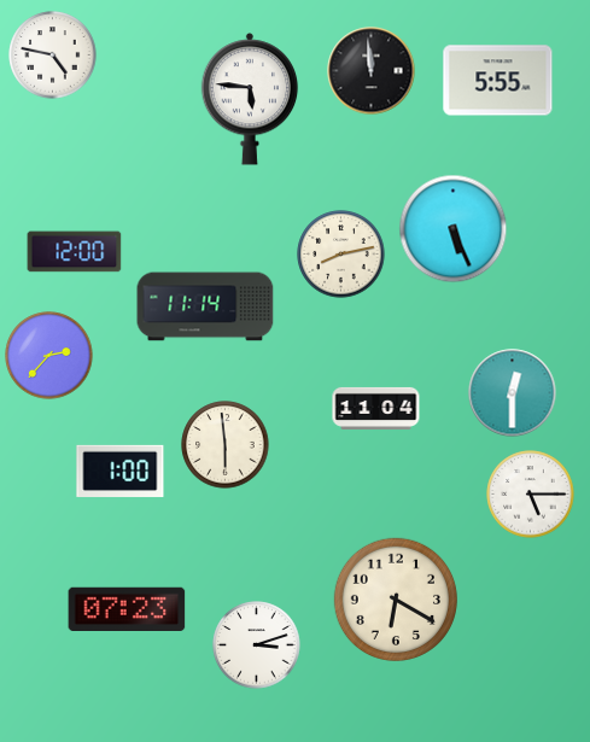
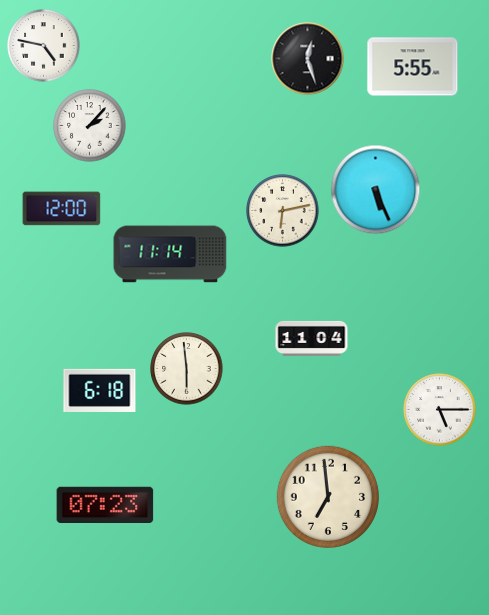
clock at (372, 71): 11:59 -> 12:27
clock at (250, 99): 5:46 -> none
clock at (90, 126): none -> 2:07
clock at (341, 255): 8:13 -> 6:13
clock at (49, 356): 2:37 -> none
clock at (513, 393): 12:30 -> none
clock at (121, 471): 1:00 -> 6:18
clock at (395, 598): 6:20 -> 6:59
clock at (257, 645): 3:12 -> none
